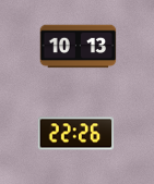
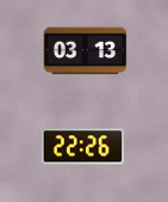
clock at (79, 47): 10:13 -> 03:13
